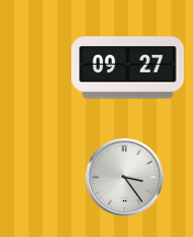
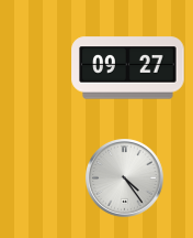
clock at (125, 178): 3:24 -> 4:24
